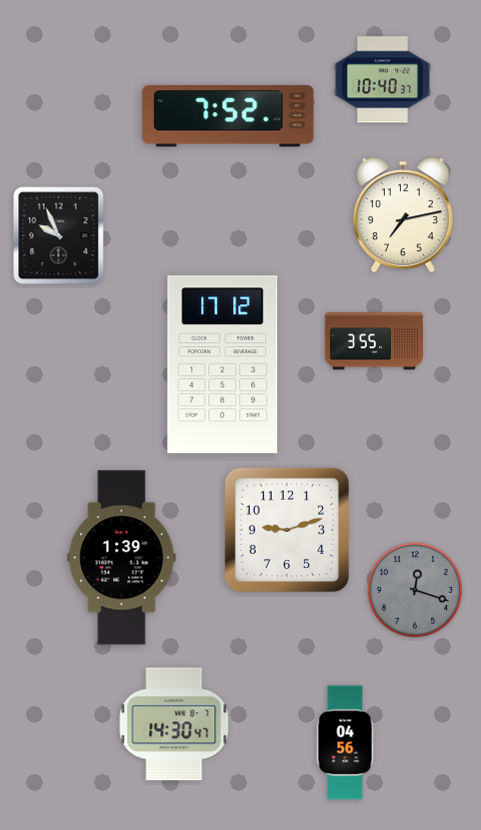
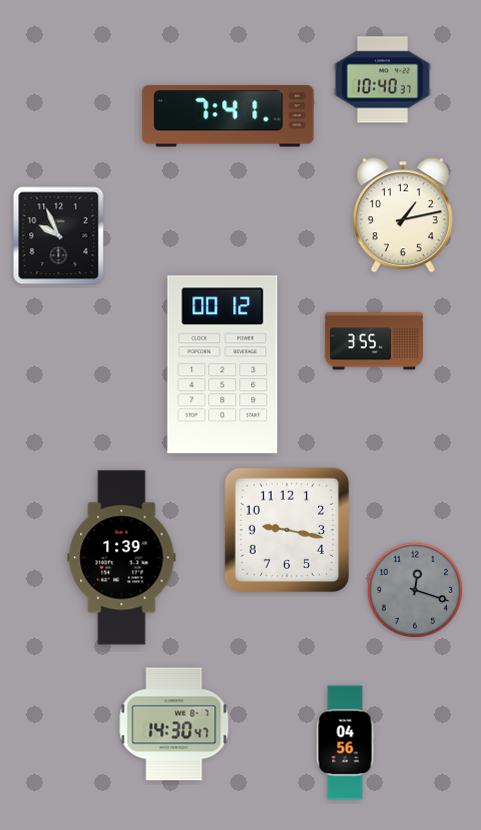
clock at (228, 116): 7:52 -> 7:41
clock at (403, 215): 7:13 -> 1:13
clock at (223, 365): 17:12 -> 00:12
clock at (287, 530): 9:12 -> 9:17
